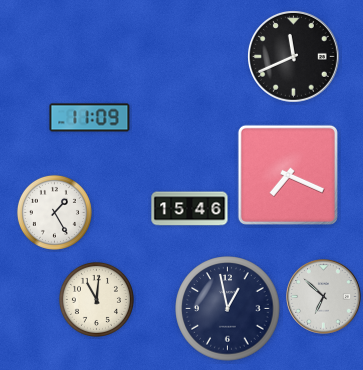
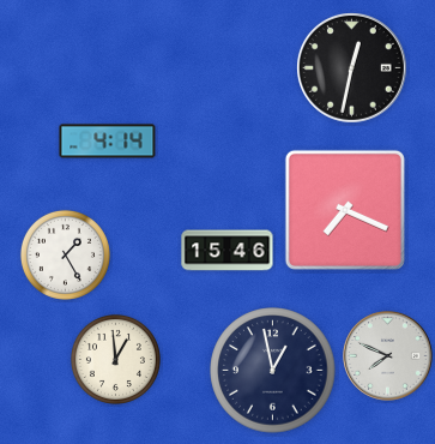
clock at (294, 57): 11:41 -> 12:32
clock at (90, 118): 11:09 -> 4:14
clock at (324, 297): 6:52 -> 7:49
clock at (96, 299): 11:01 -> 12:59
